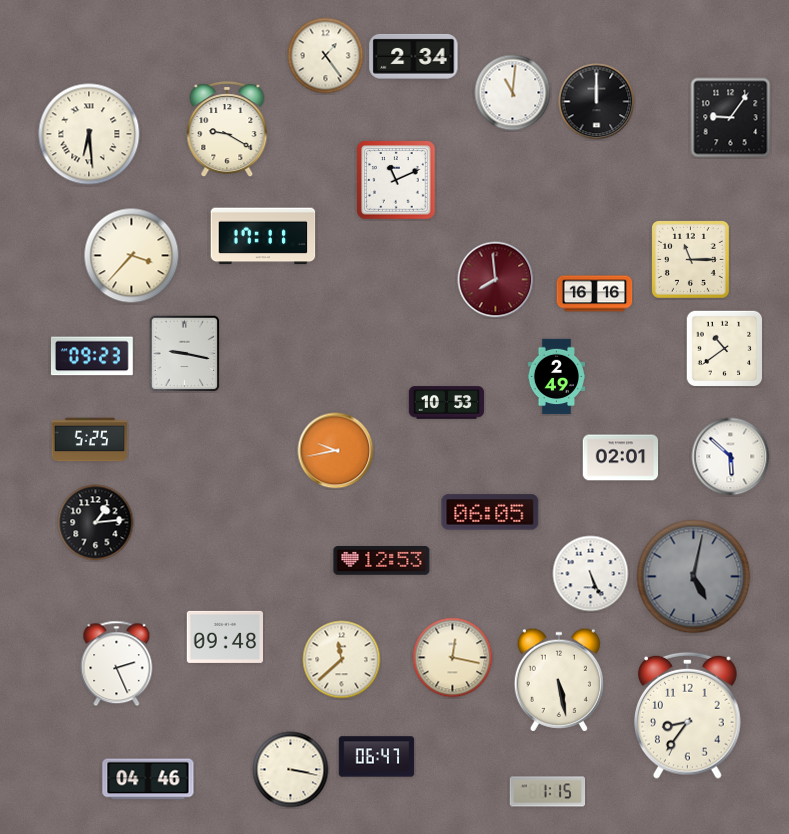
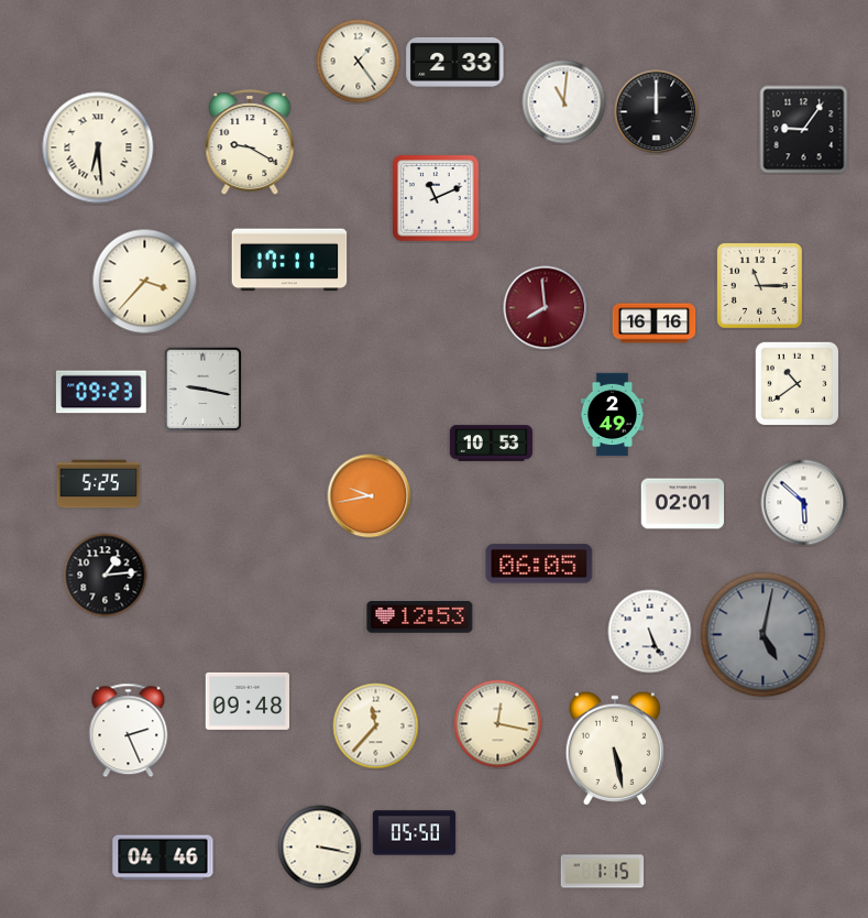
clock at (414, 56): 2:34 -> 2:33
clock at (342, 660): 11:38 -> 11:37
clock at (688, 715): 8:36 -> none
clock at (377, 757): 06:47 -> 05:50
